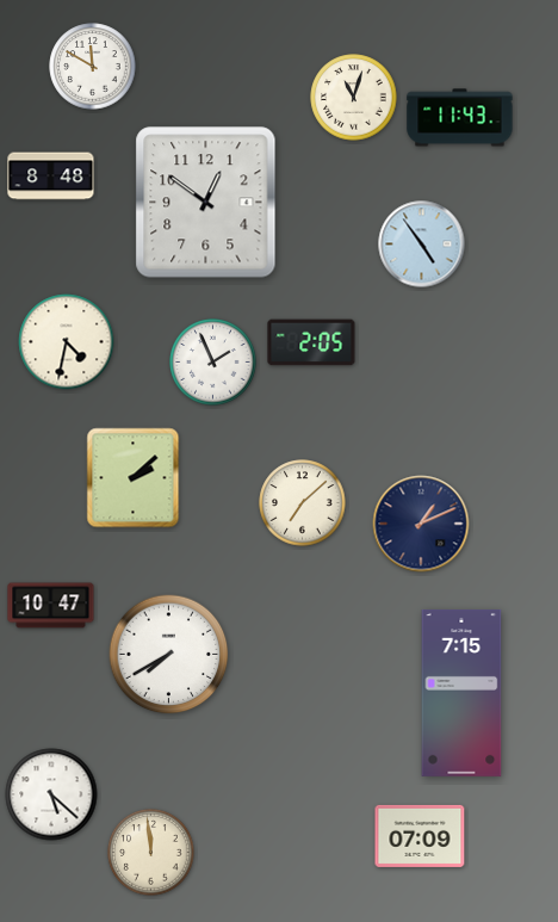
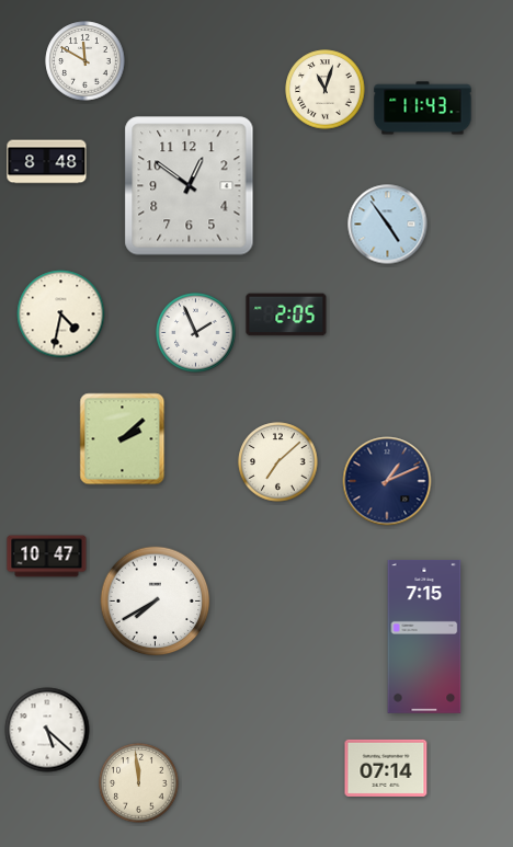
clock at (420, 836): 07:09 -> 07:14
